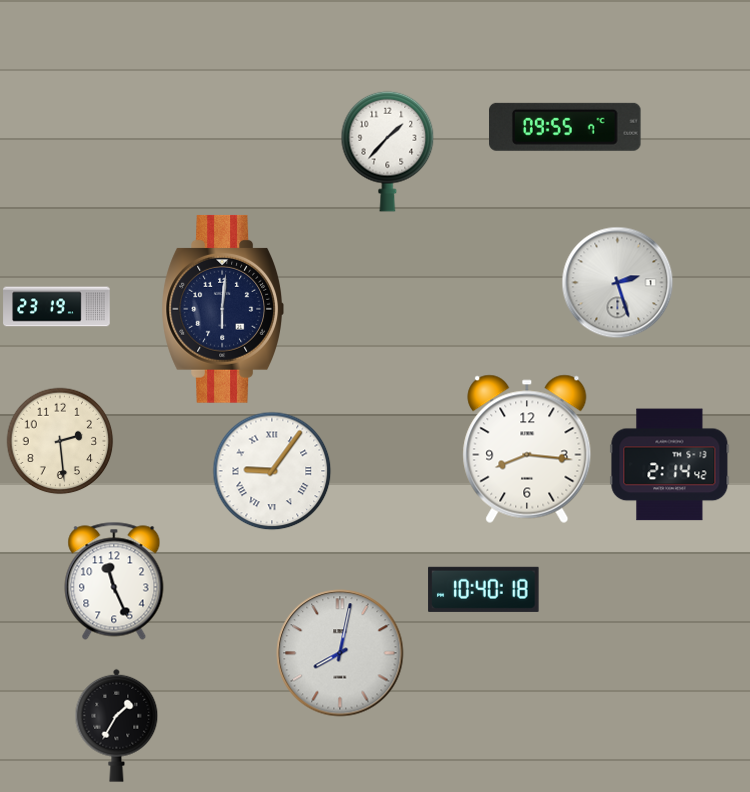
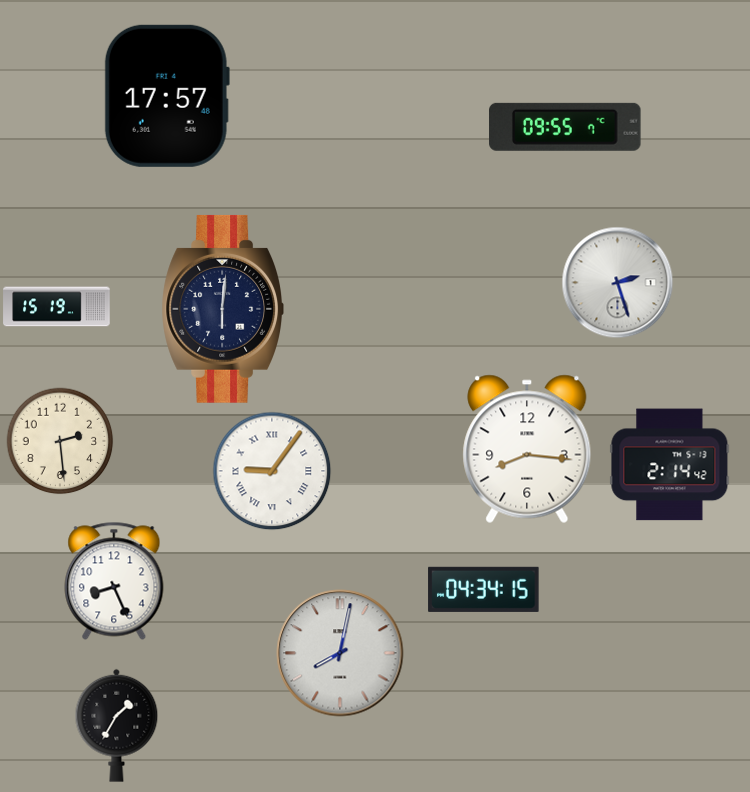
clock at (167, 96): none -> 17:57
clock at (388, 151): 1:37 -> none
clock at (57, 307): 23:19 -> 15:19
clock at (114, 581): 11:26 -> 8:26
clock at (484, 589): 10:40 -> 04:34
